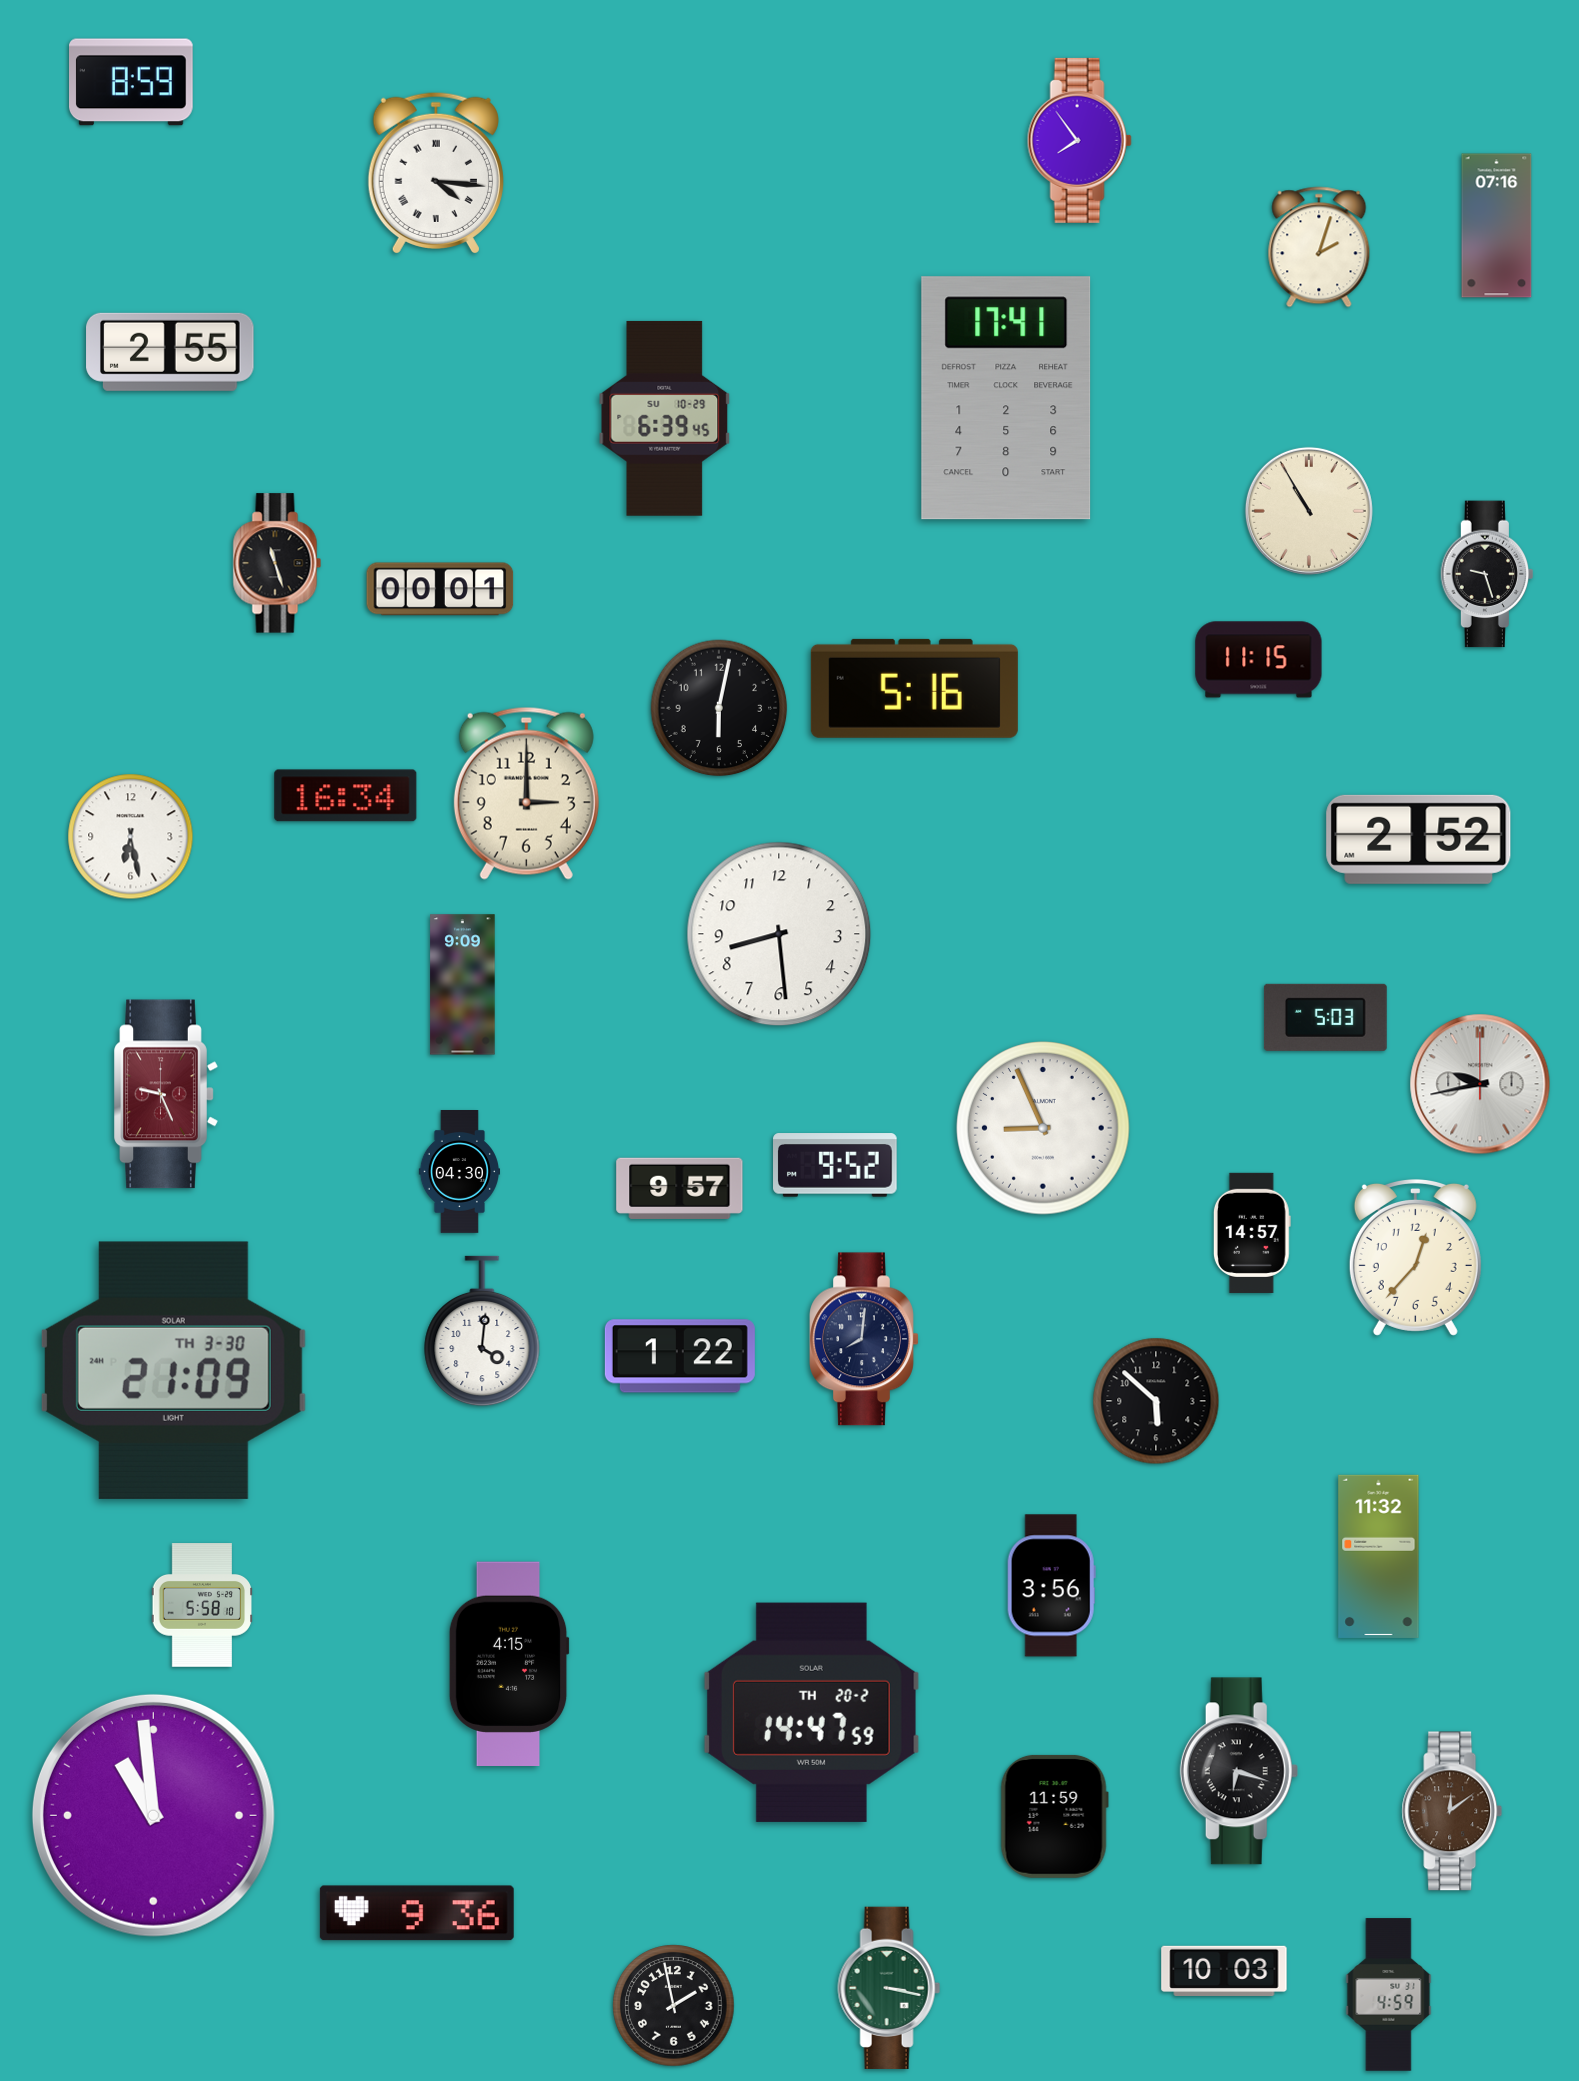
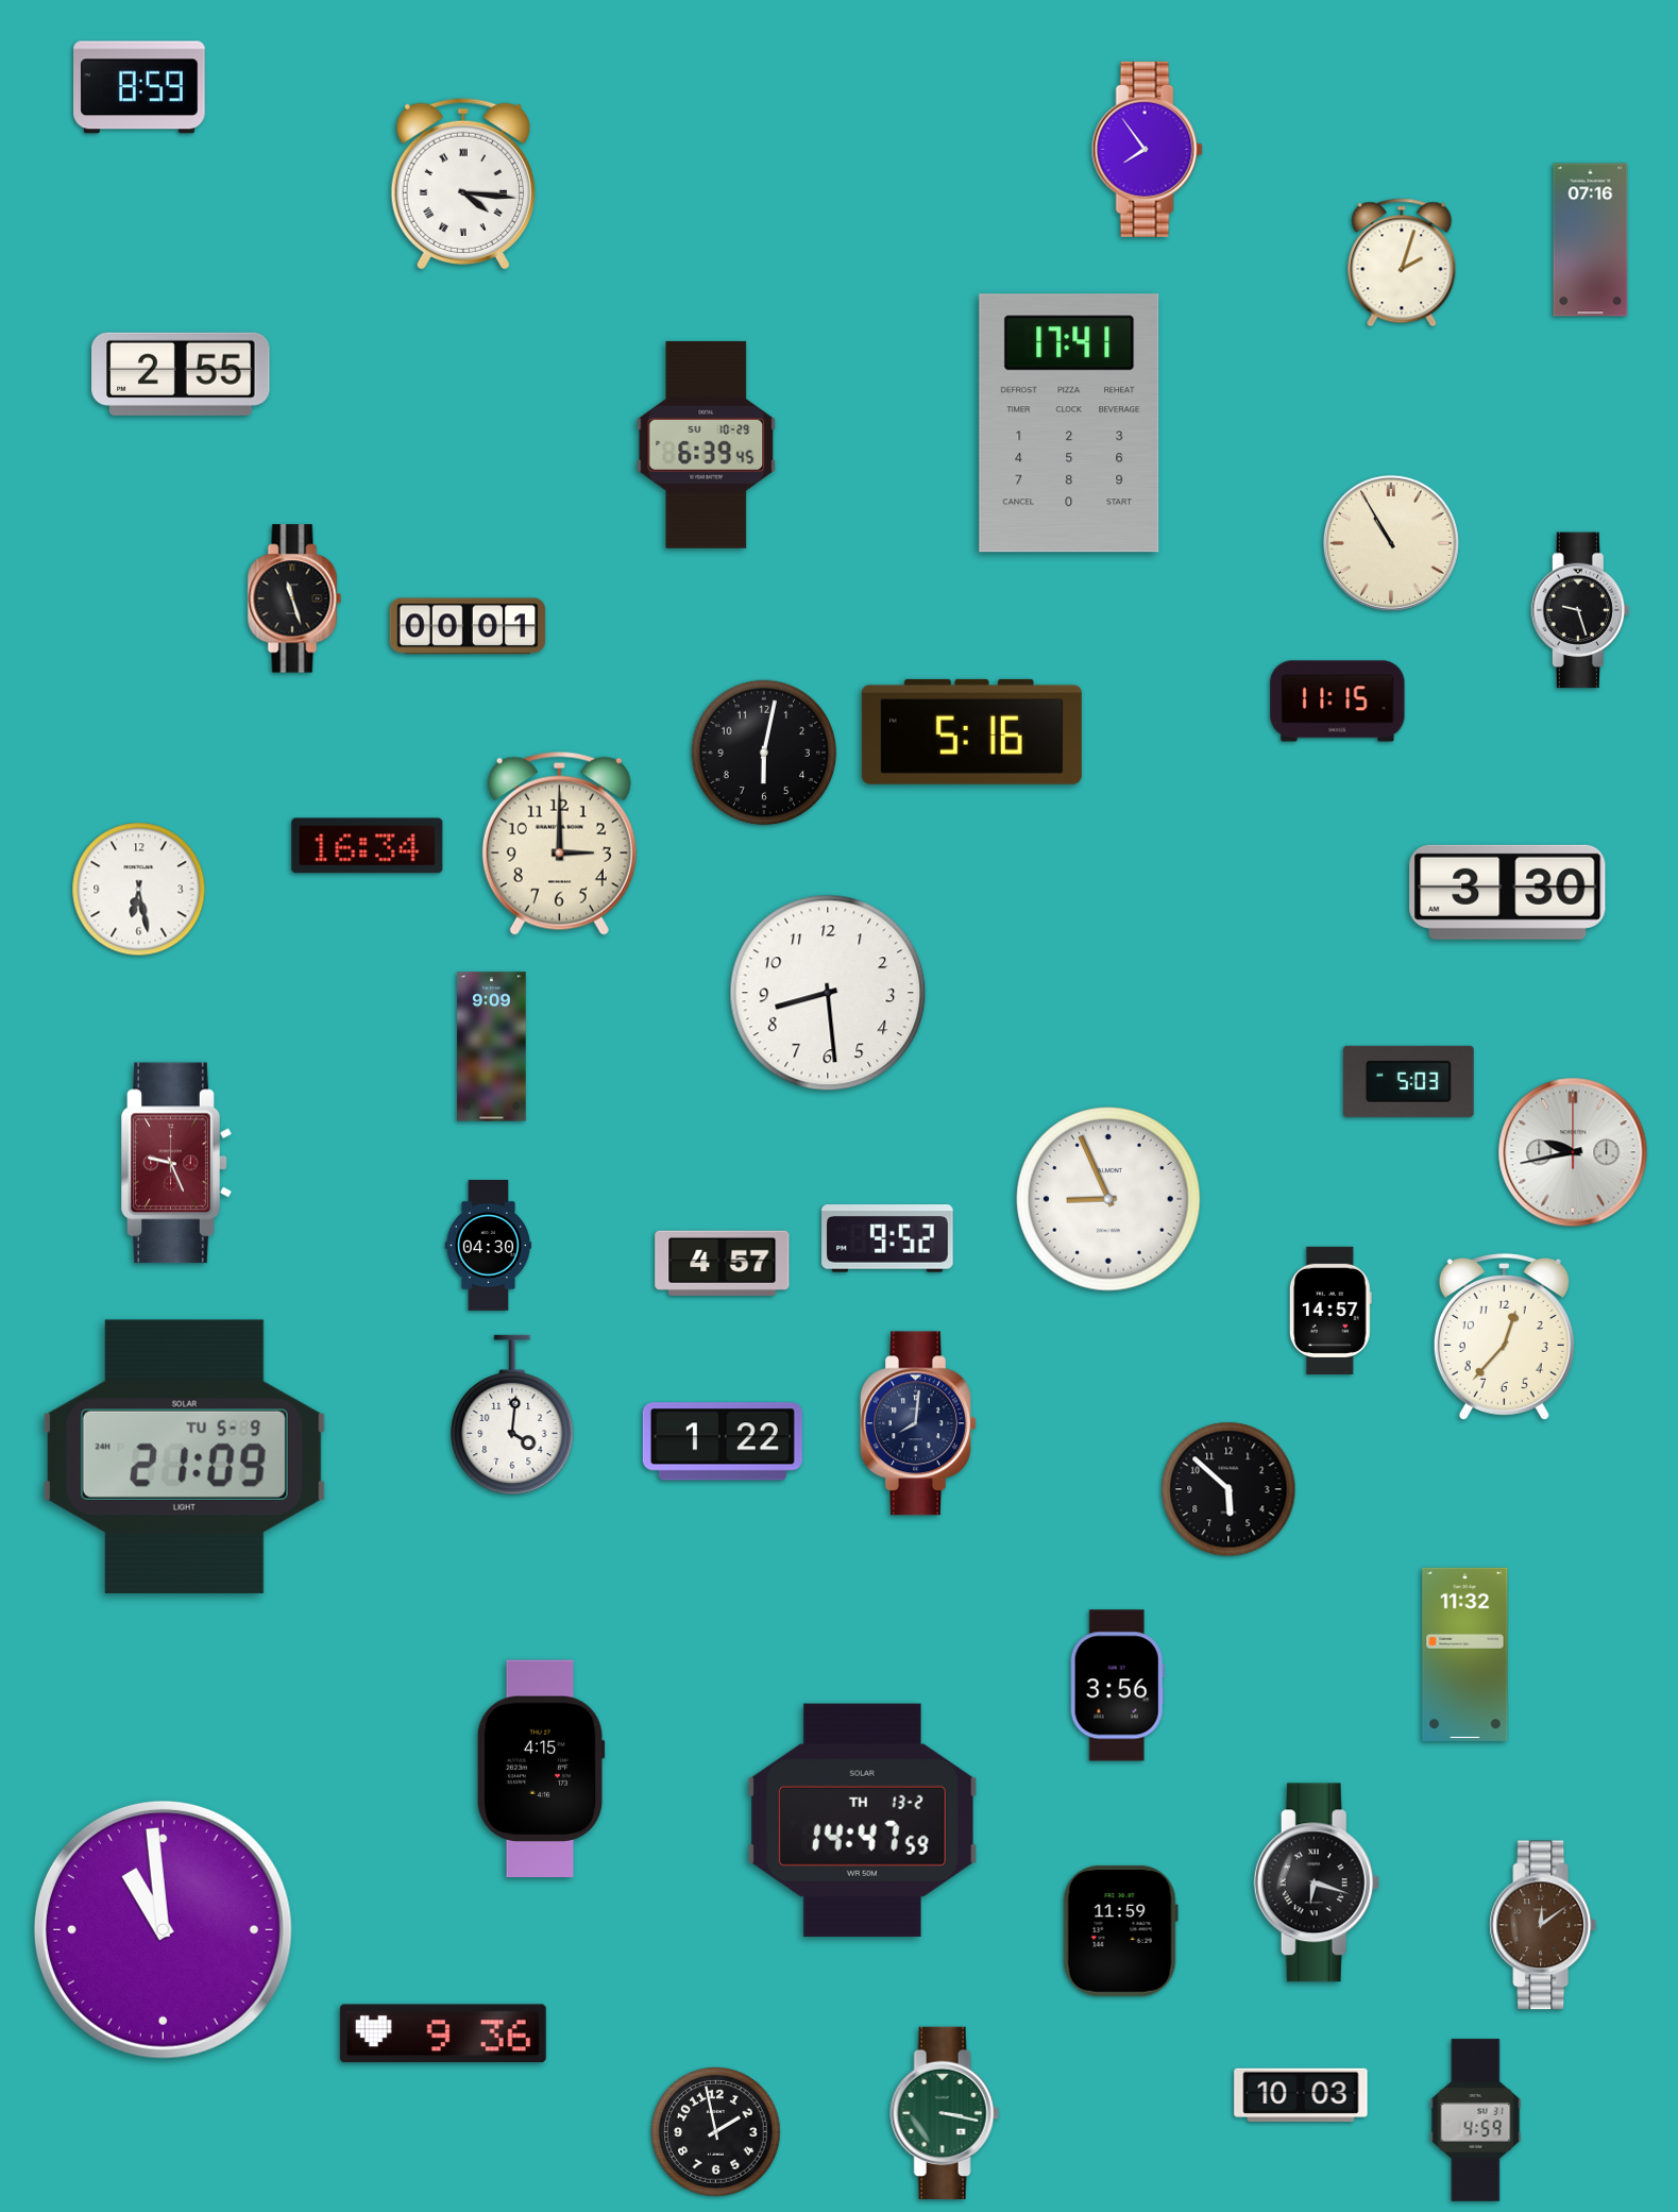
clock at (1419, 839): 2:52 -> 3:30
clock at (680, 1188): 9:57 -> 4:57
clock at (173, 1370) date: TH 3-30 -> TU 5-9
clock at (202, 1605): 5:58 -> none
clock at (811, 1712) date: TH 20-2 -> TH 13-2
